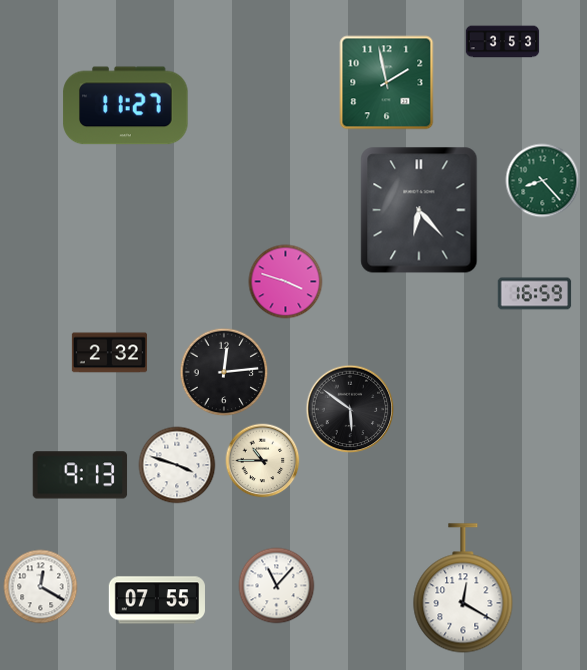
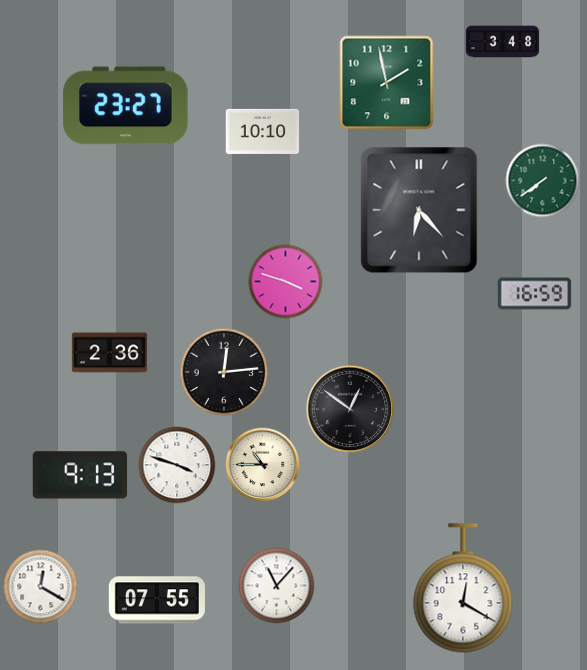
clock at (503, 42): 3:53 -> 3:48
clock at (126, 106): 11:27 -> 23:27
clock at (263, 131): none -> 10:10
clock at (543, 181): 8:23 -> 7:39
clock at (109, 353): 2:32 -> 2:36
clock at (350, 409): 5:51 -> 12:51
clock at (263, 461) position: (263, 461) -> (263, 465)
